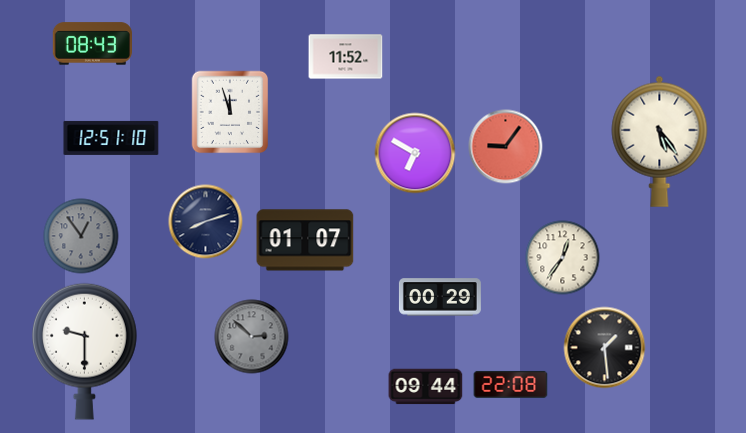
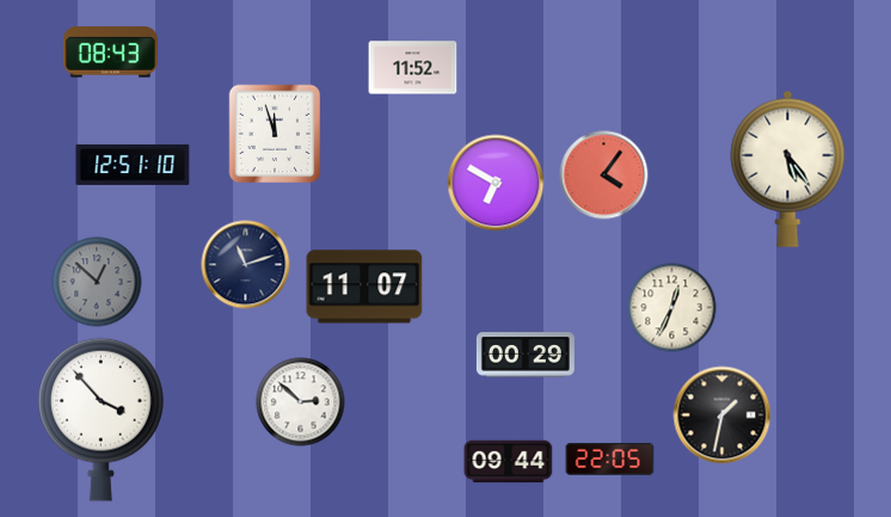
clock at (506, 147): 9:06 -> 4:06
clock at (206, 222): 8:12 -> 11:12
clock at (81, 236): 12:54 -> 12:52
clock at (305, 240): 01:07 -> 11:07
clock at (563, 258): 12:36 -> 12:34
clock at (252, 337) dial: grey -> white
clock at (605, 348): 1:29 -> 1:32
clock at (84, 351): 9:30 -> 3:53
clock at (511, 384): 22:08 -> 22:05
